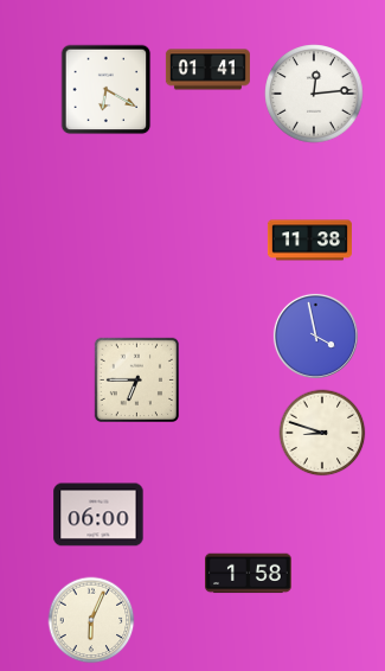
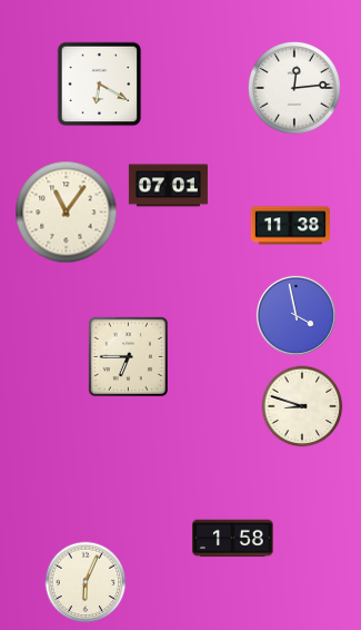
clock at (207, 70): 01:41 -> none
clock at (168, 186): none -> 07:01
clock at (67, 213): none -> 11:06
clock at (98, 515): 06:00 -> none
